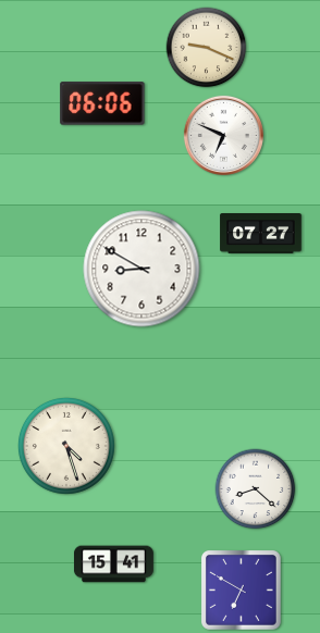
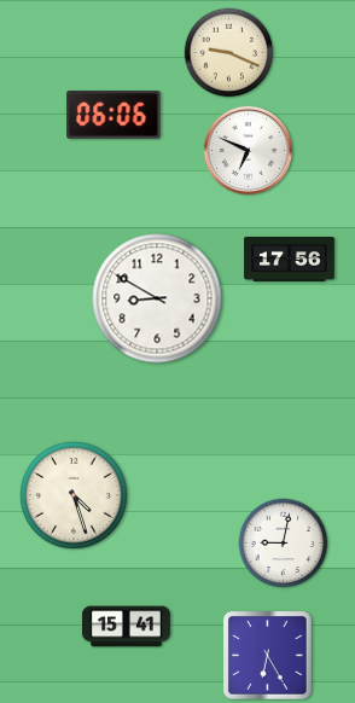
clock at (261, 234): 07:27 -> 17:56
clock at (256, 489): 8:22 -> 9:02
clock at (242, 591): 6:50 -> 6:25
